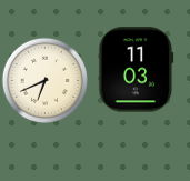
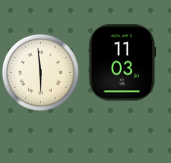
clock at (44, 80): 6:41 -> 5:59
